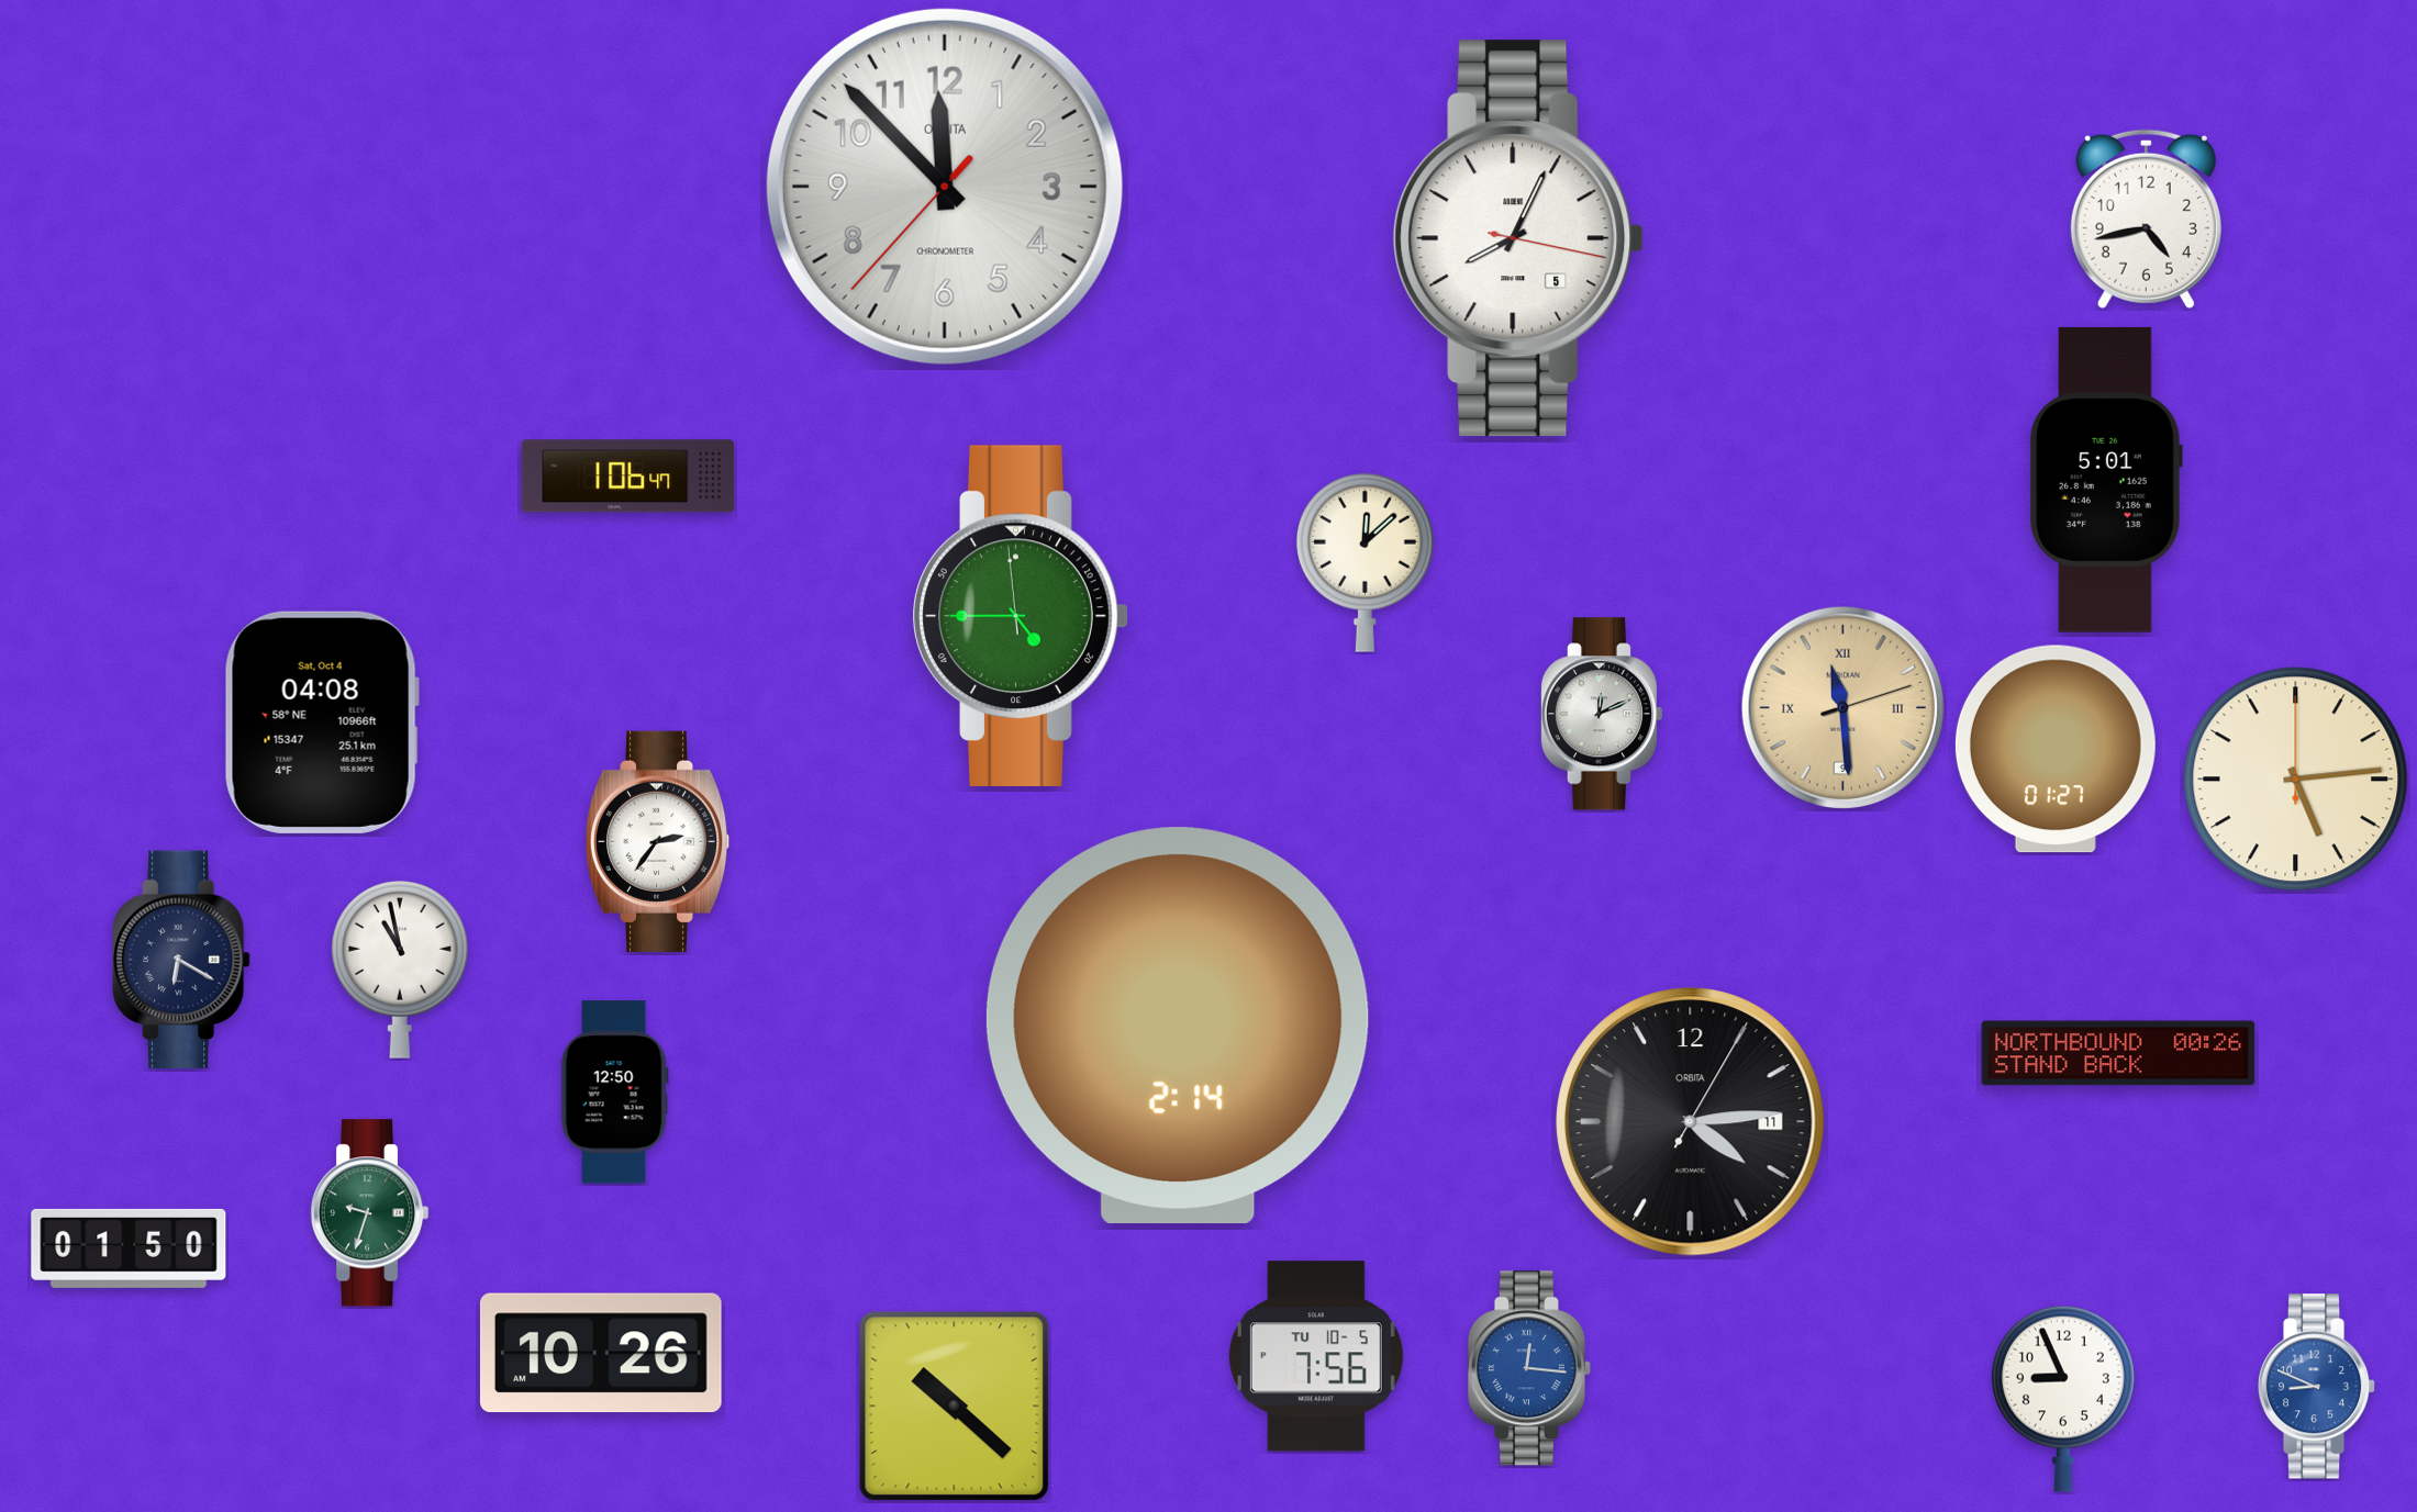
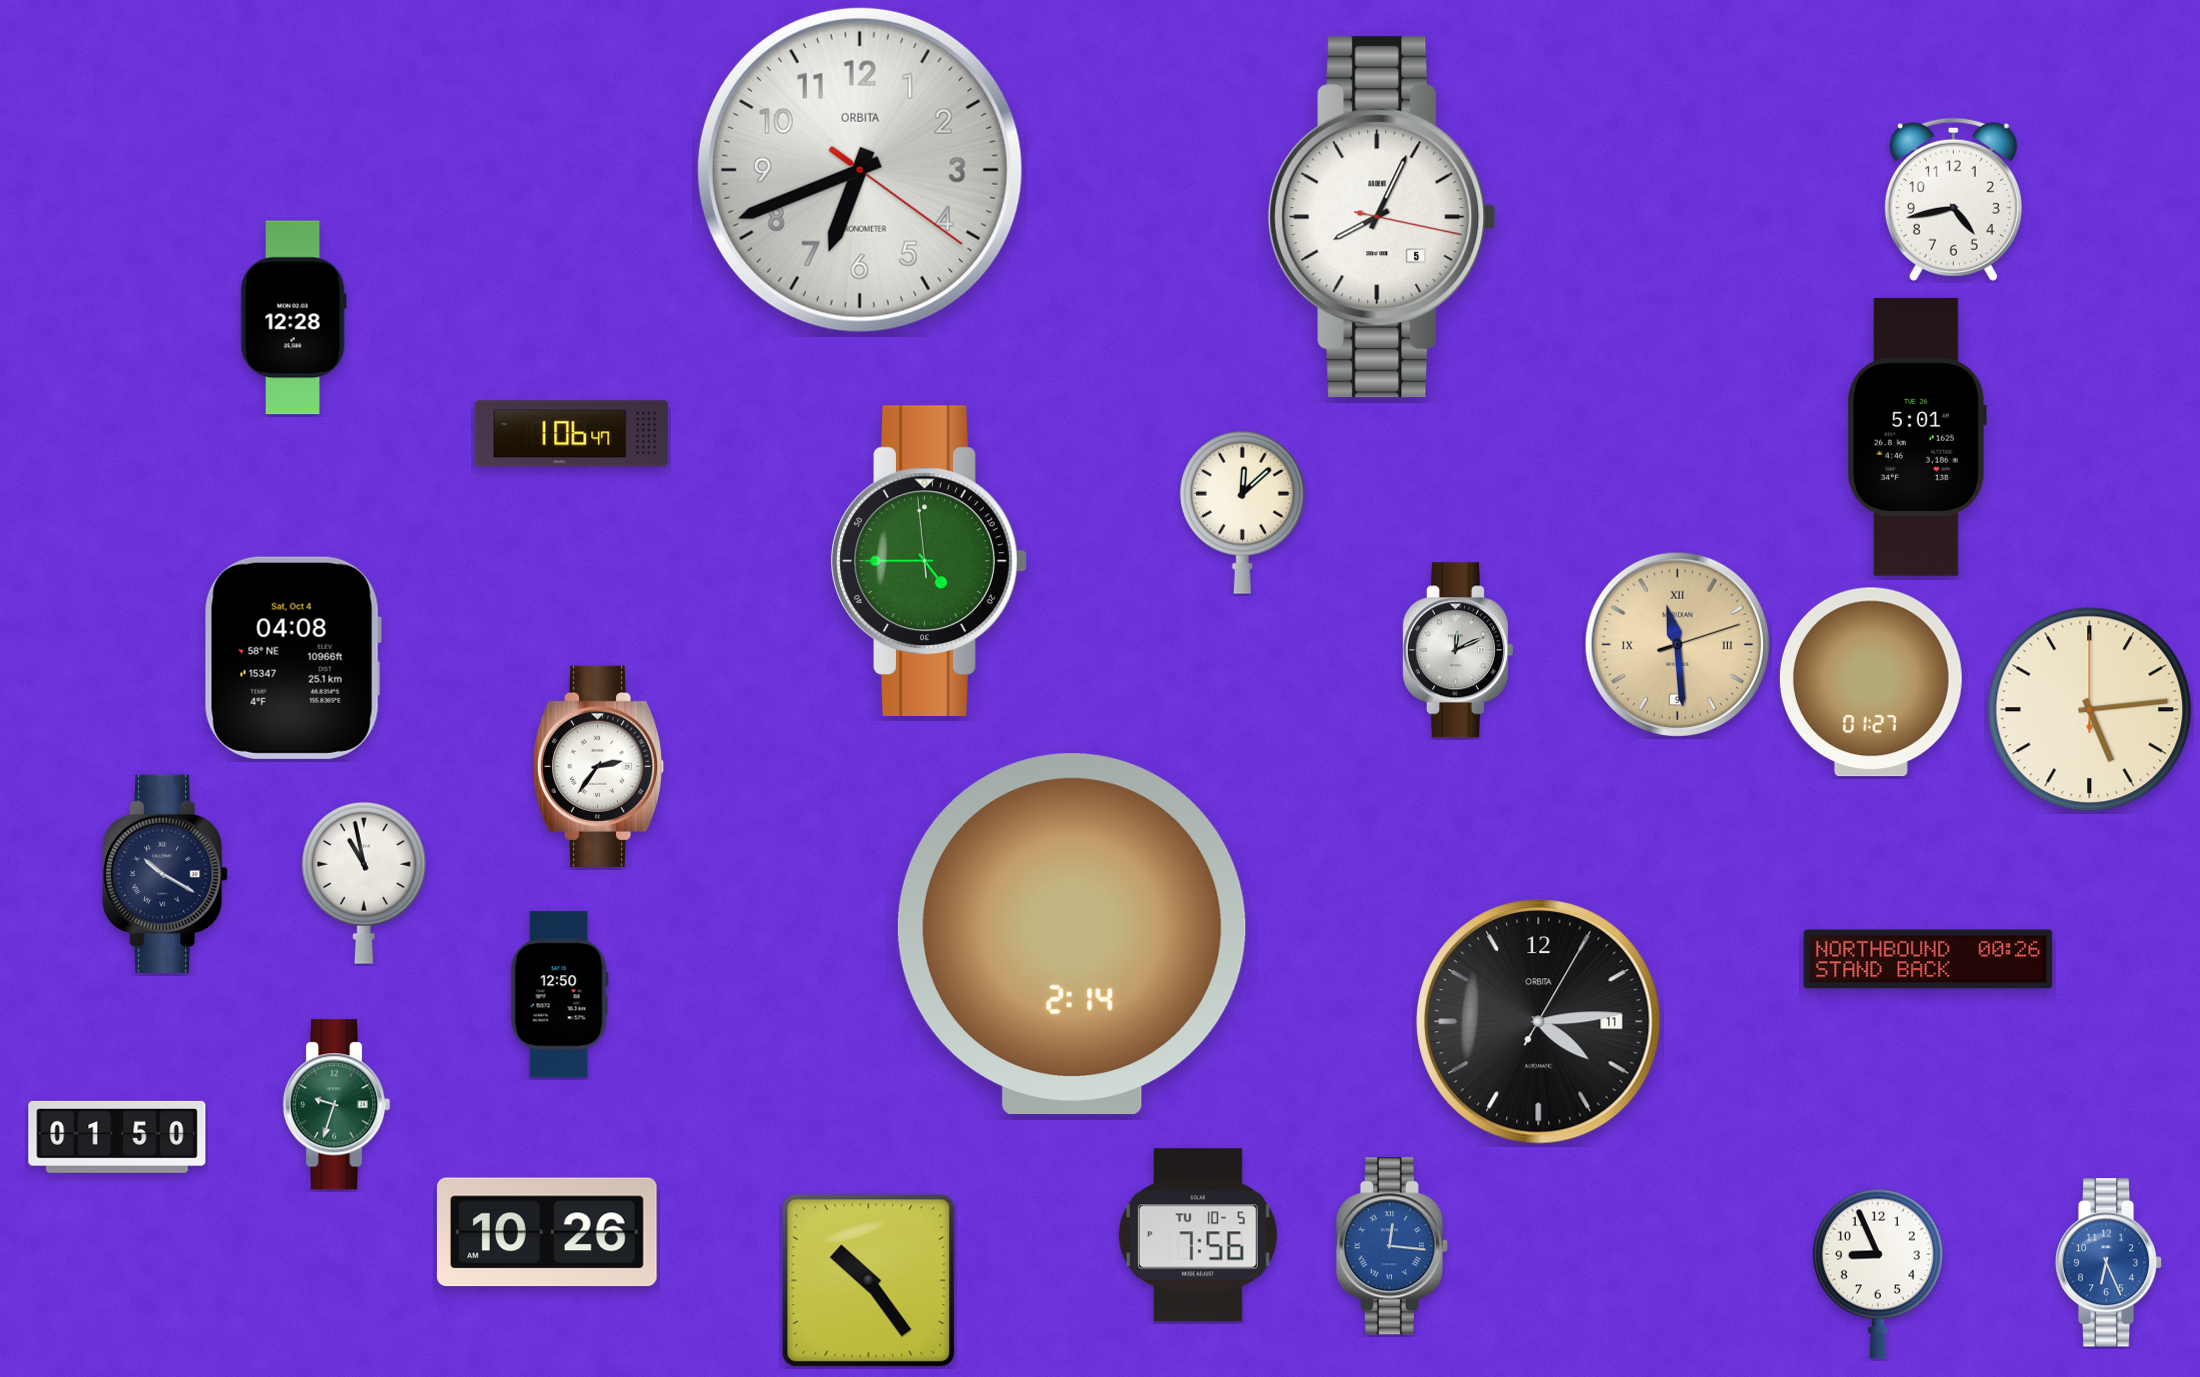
clock at (945, 187): 11:52 -> 6:41
clock at (293, 318): none -> 12:28
clock at (182, 960): 6:20 -> 10:20
clock at (2317, 1387): 8:49 -> 6:26
clock at (955, 1407): 10:22 -> 10:24
